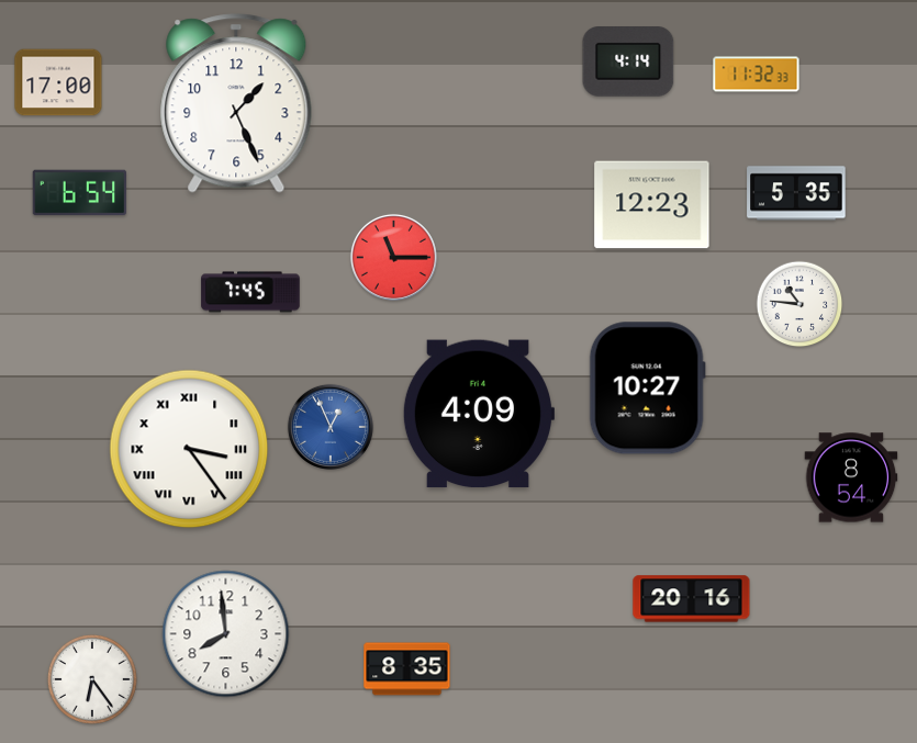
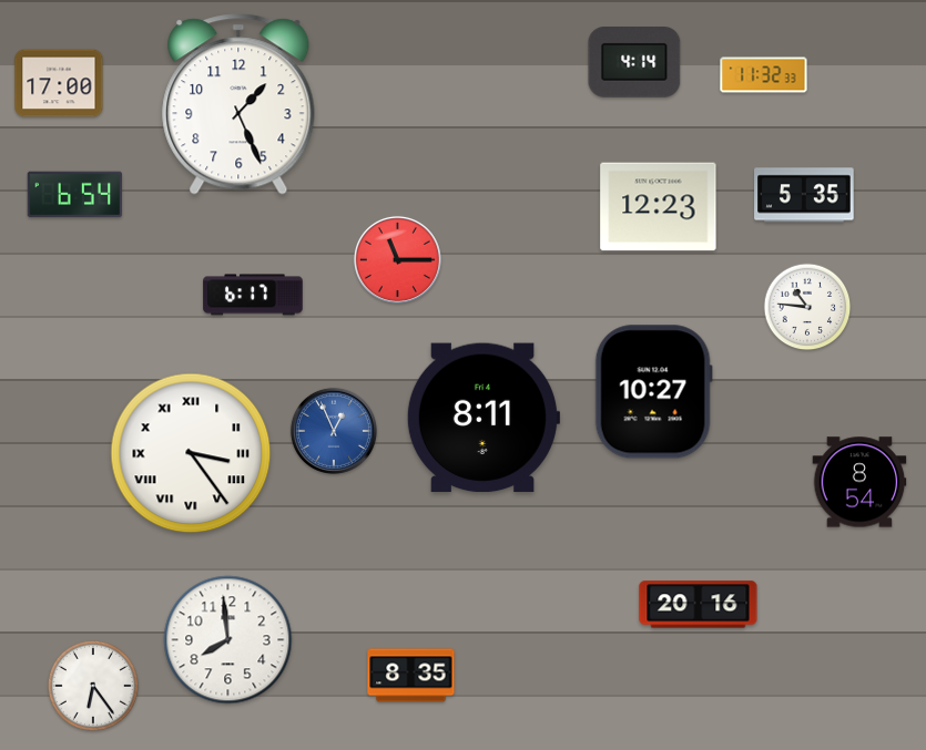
clock at (80, 193) position: (80, 193) -> (75, 195)
clock at (250, 292): 7:45 -> 6:17
clock at (478, 414): 4:09 -> 8:11
